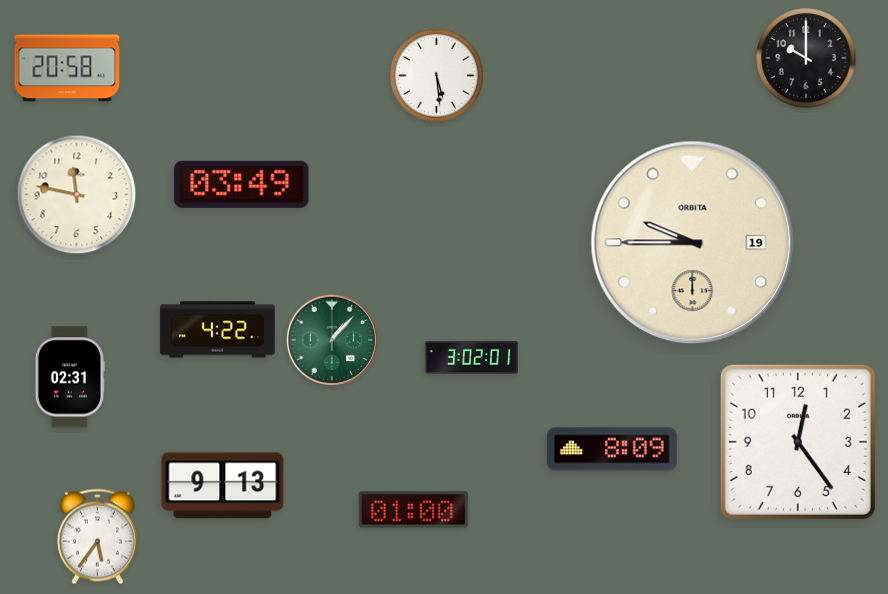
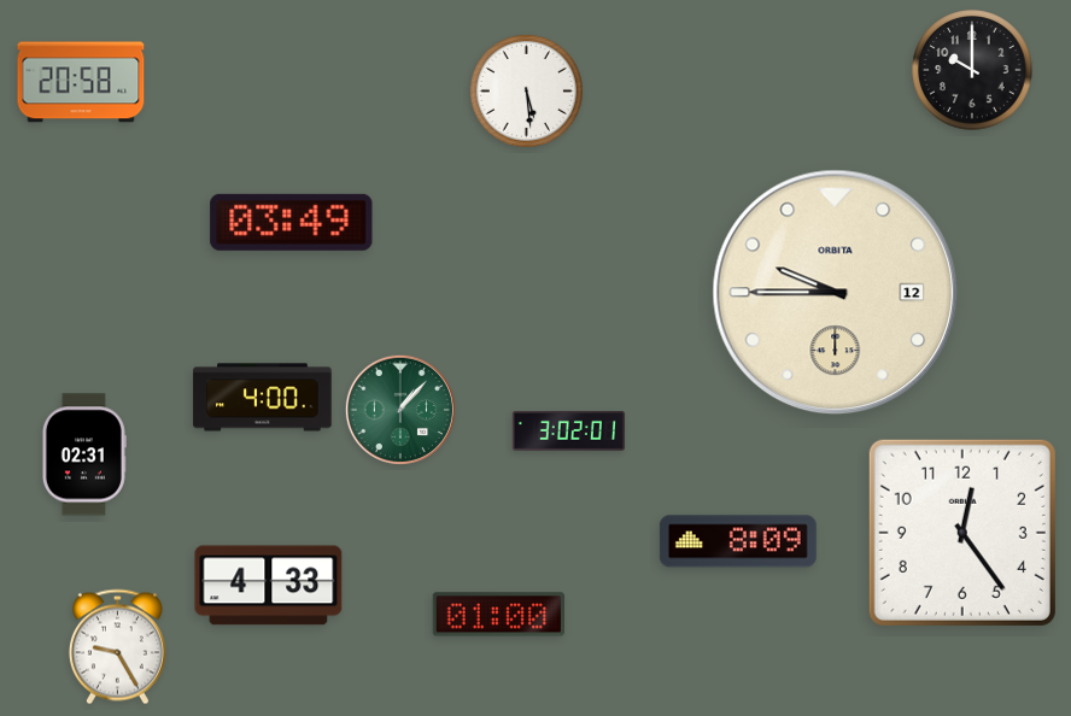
clock at (77, 195): 11:47 -> none
clock at (693, 243) date: 19 -> 12
clock at (218, 330): 4:22 -> 4:00
clock at (223, 486): 9:13 -> 4:33
clock at (97, 537): 5:36 -> 9:25
